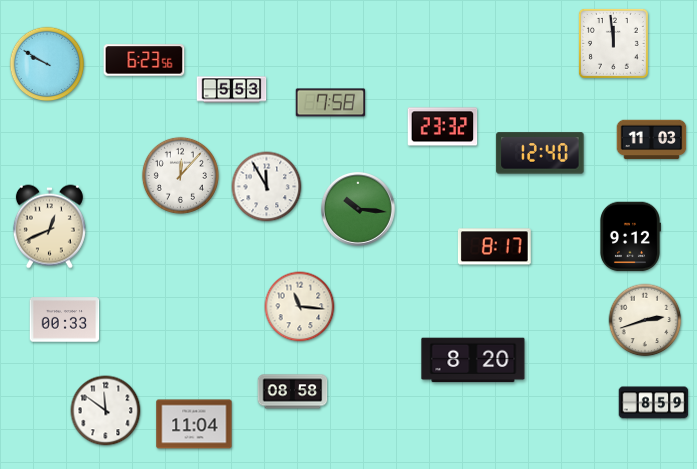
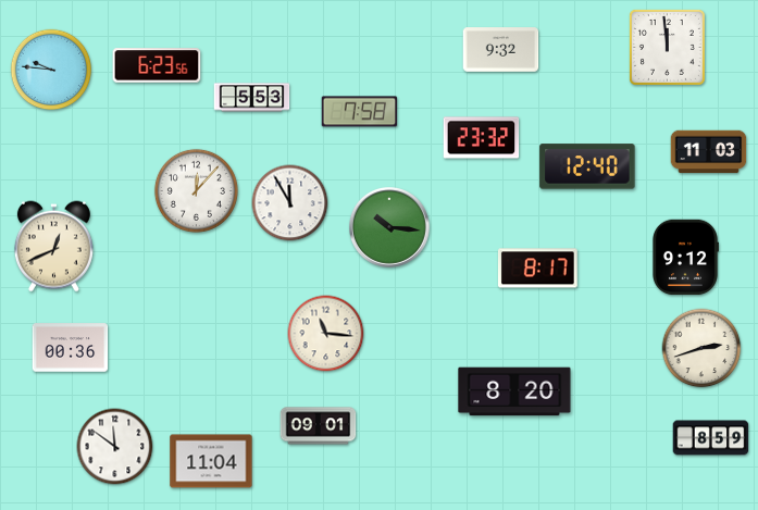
clock at (501, 50): none -> 9:32
clock at (47, 64): 9:50 -> 9:46
clock at (65, 320): 00:33 -> 00:36
clock at (293, 392): 08:58 -> 09:01
